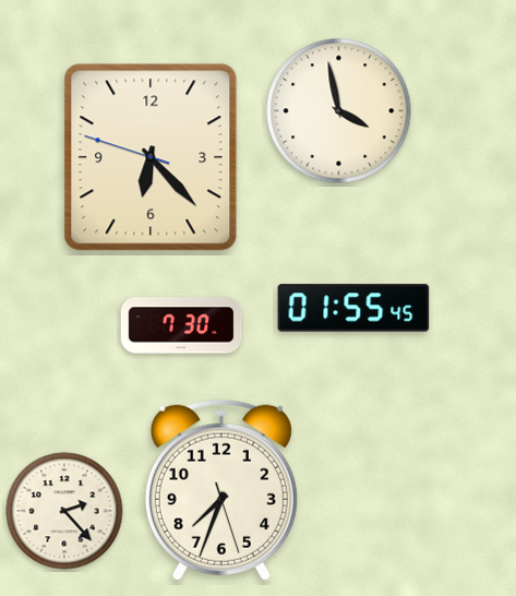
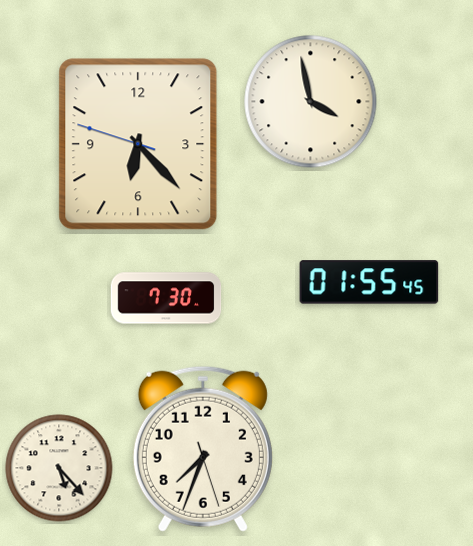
clock at (353, 308) position: (353, 308) -> (369, 282)
clock at (64, 511): 2:23 -> 5:23
